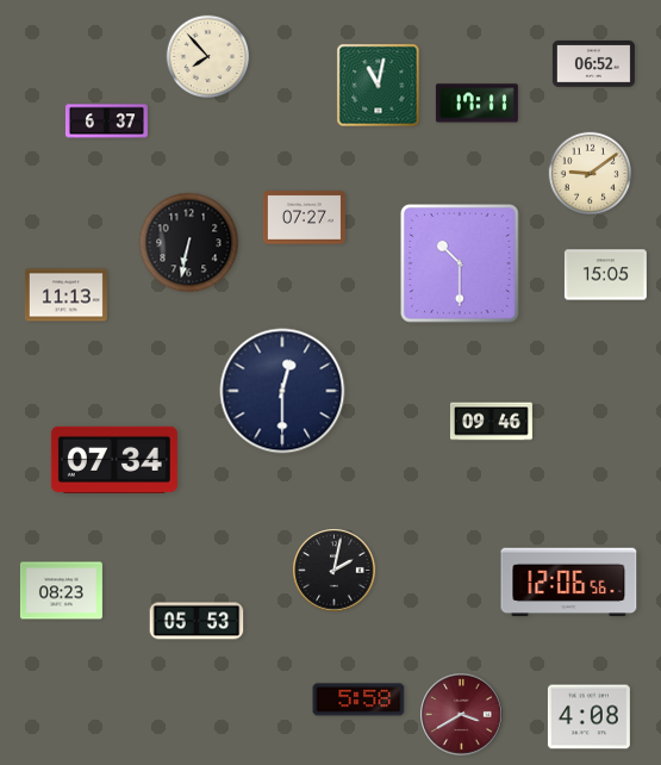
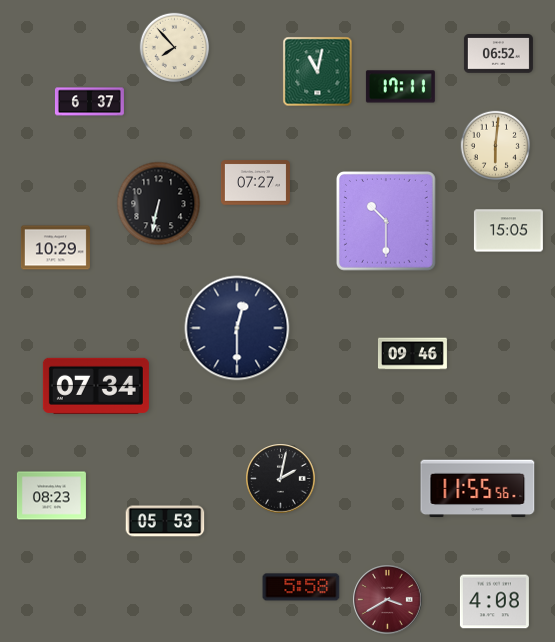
clock at (591, 174): 9:09 -> 6:01
clock at (66, 296): 11:13 -> 10:29
clock at (569, 583): 12:06 -> 11:55
